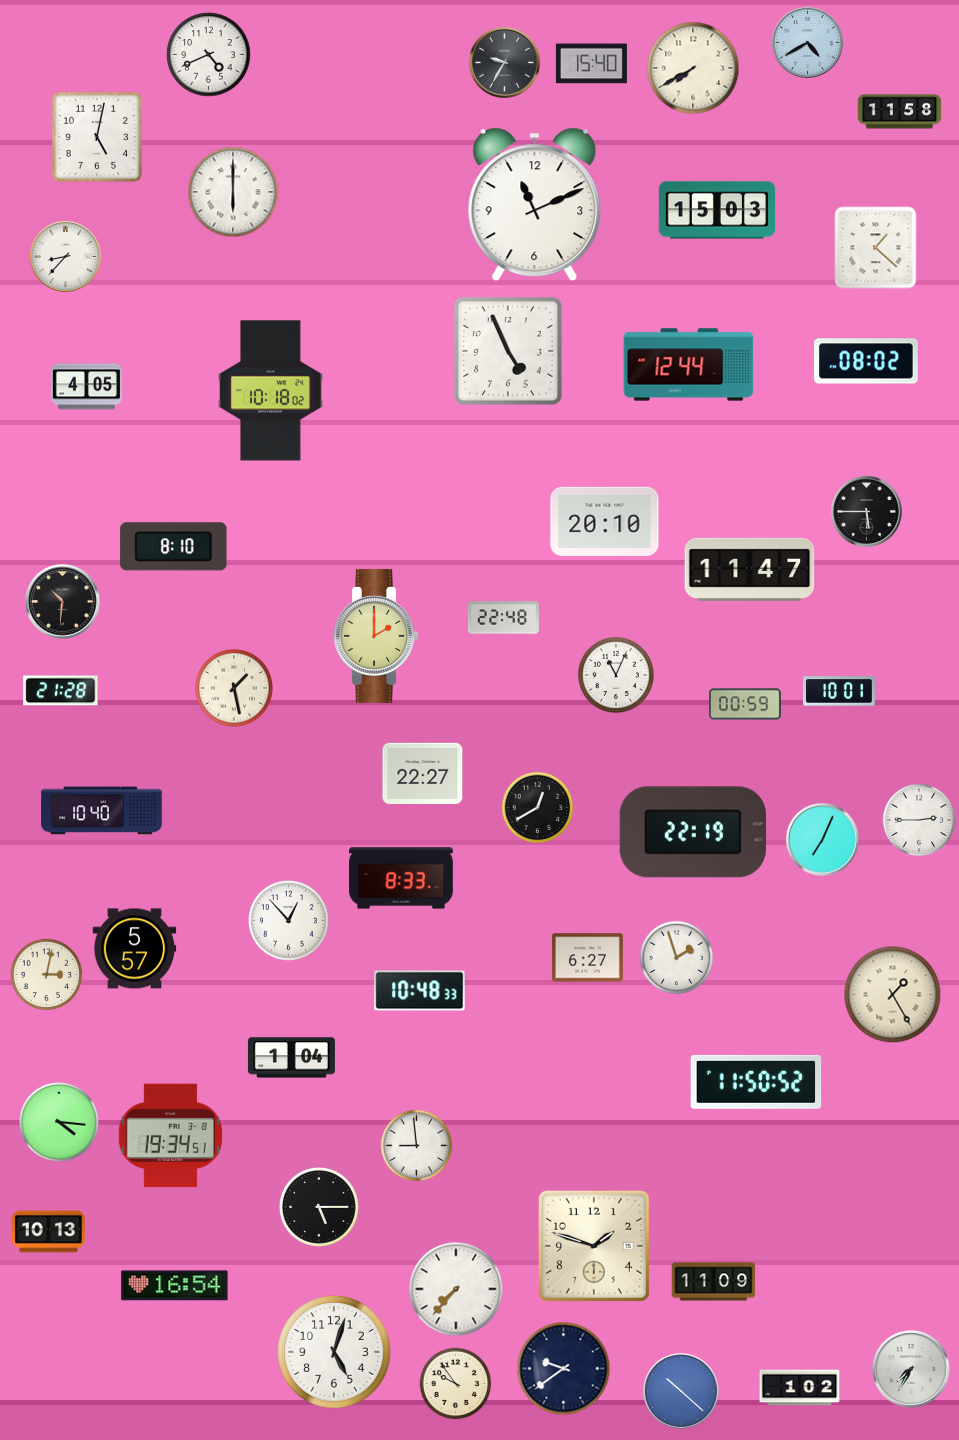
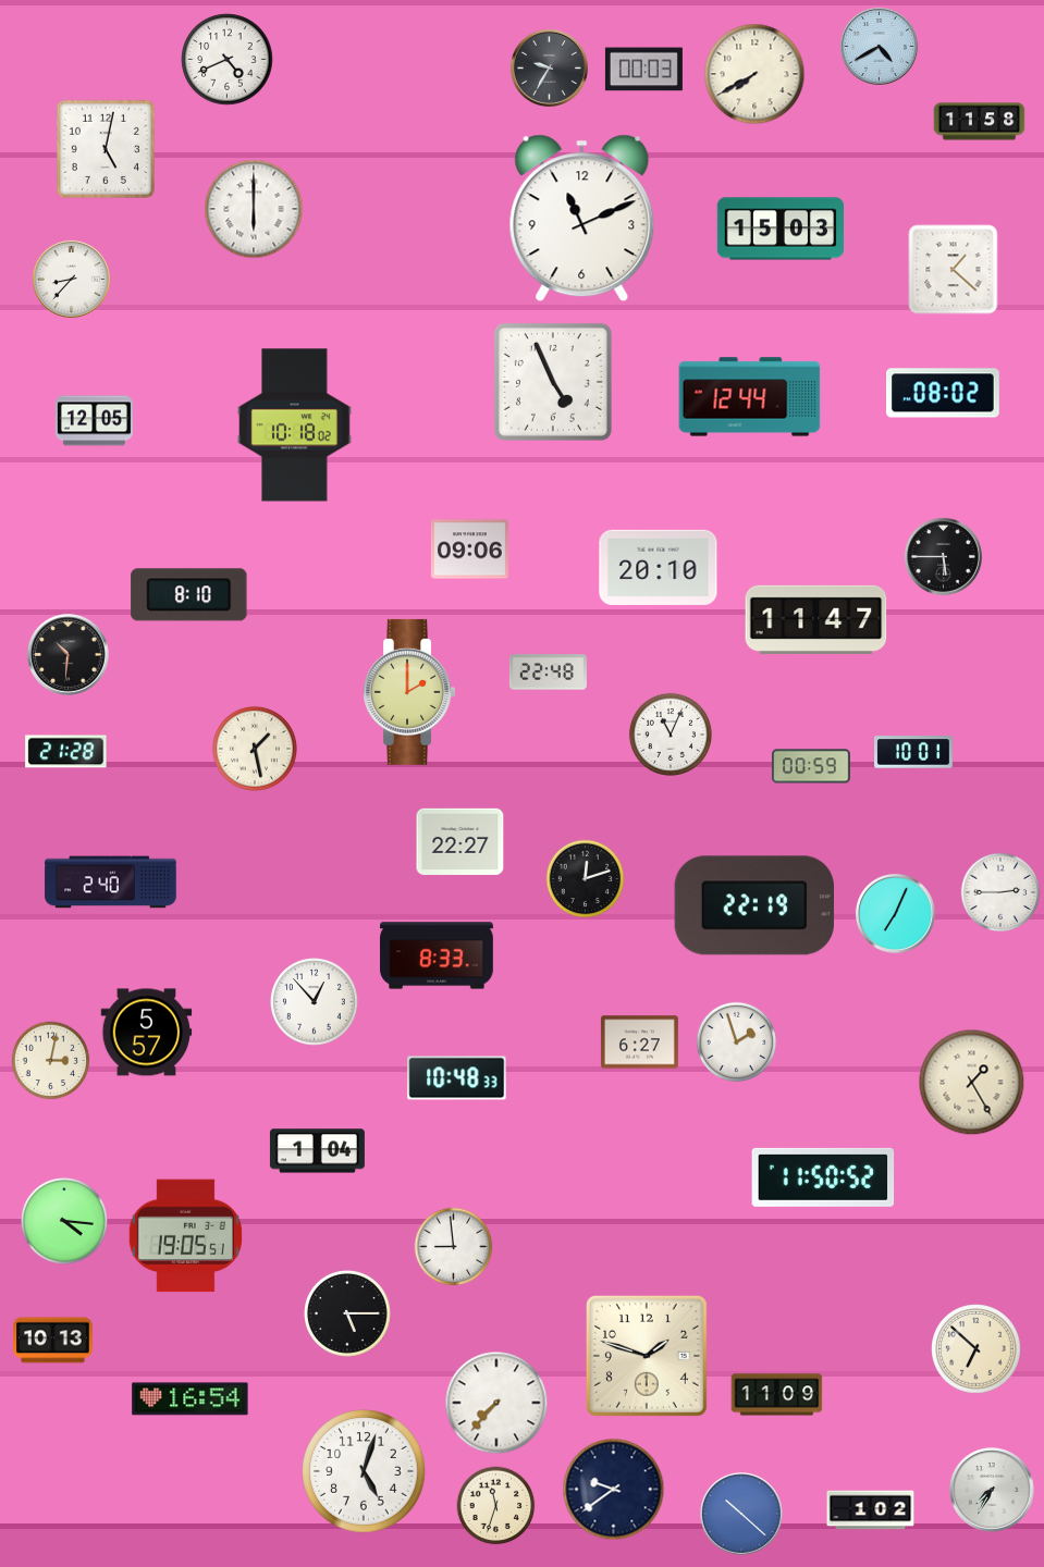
clock at (591, 64): 15:40 -> 00:03
clock at (535, 205) position: (535, 205) -> (582, 219)
clock at (86, 387): 4:05 -> 12:05
clock at (469, 550): none -> 09:06
clock at (538, 808): 12:40 -> 12:12
clock at (102, 811): 10:40 -> 2:40
clock at (170, 1136): 19:34 -> 19:05
clock at (977, 1349): none -> 6:52
clock at (456, 1384): 9:54 -> 11:33
